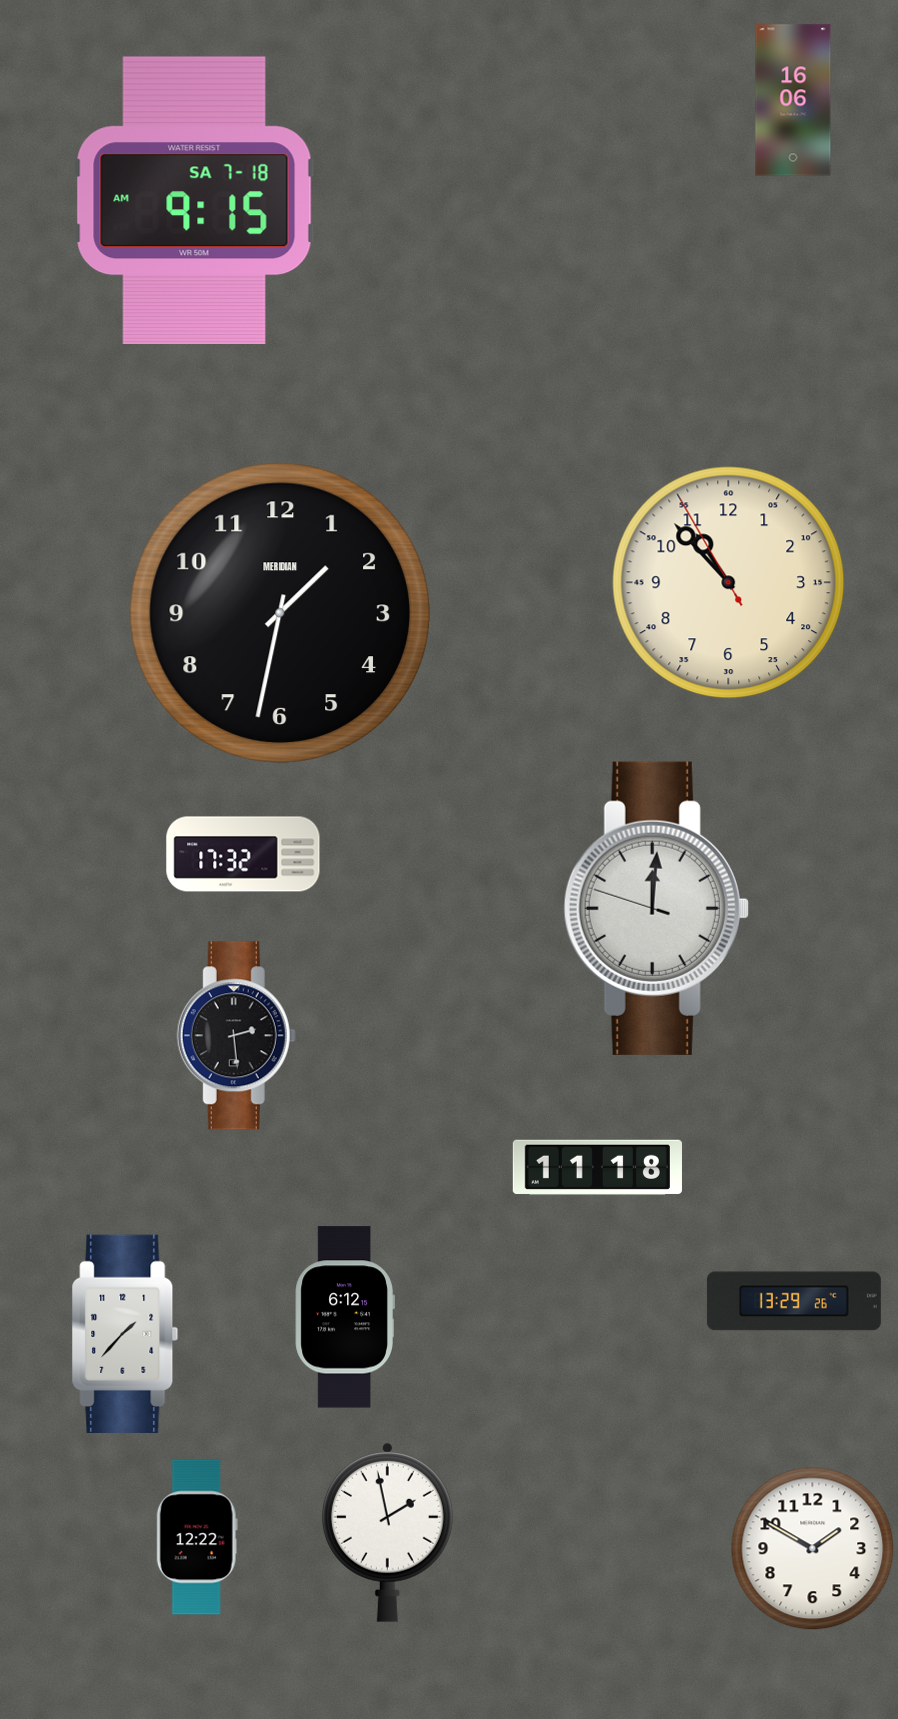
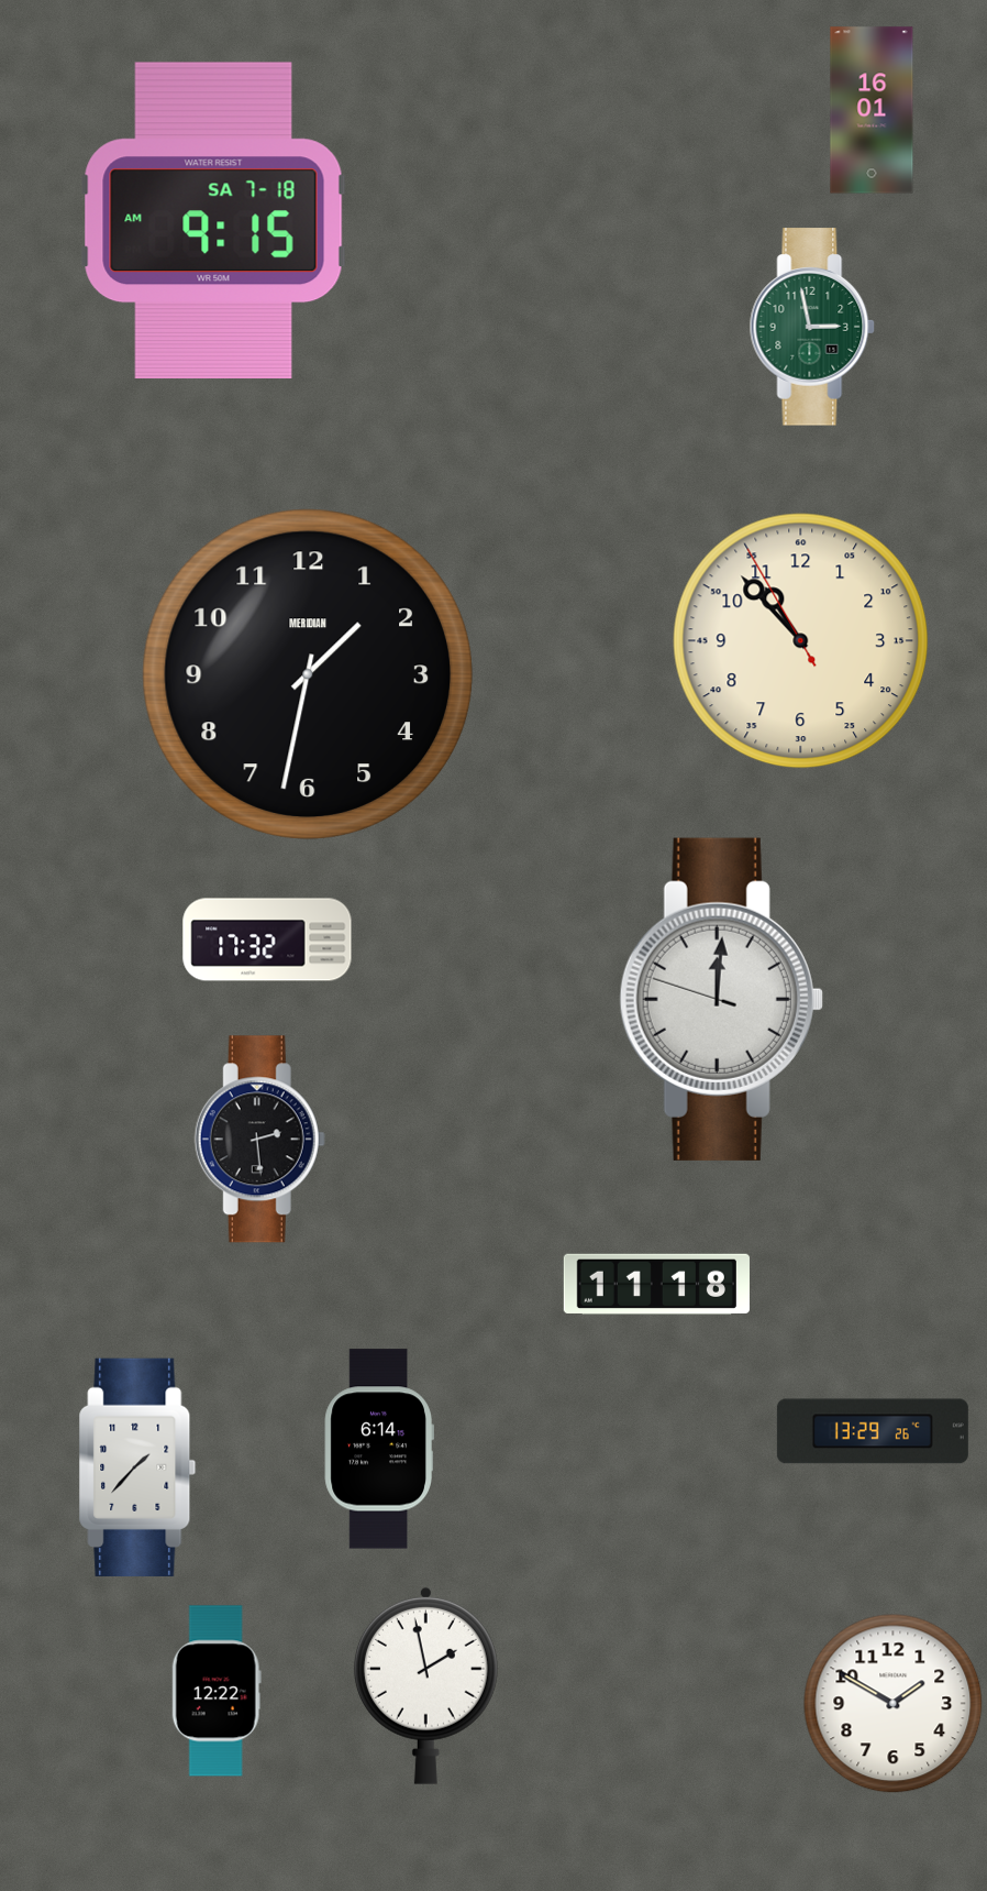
clock at (793, 100): 16:06 -> 16:01
clock at (812, 327): none -> 2:58
clock at (345, 1317): 6:12 -> 6:14
